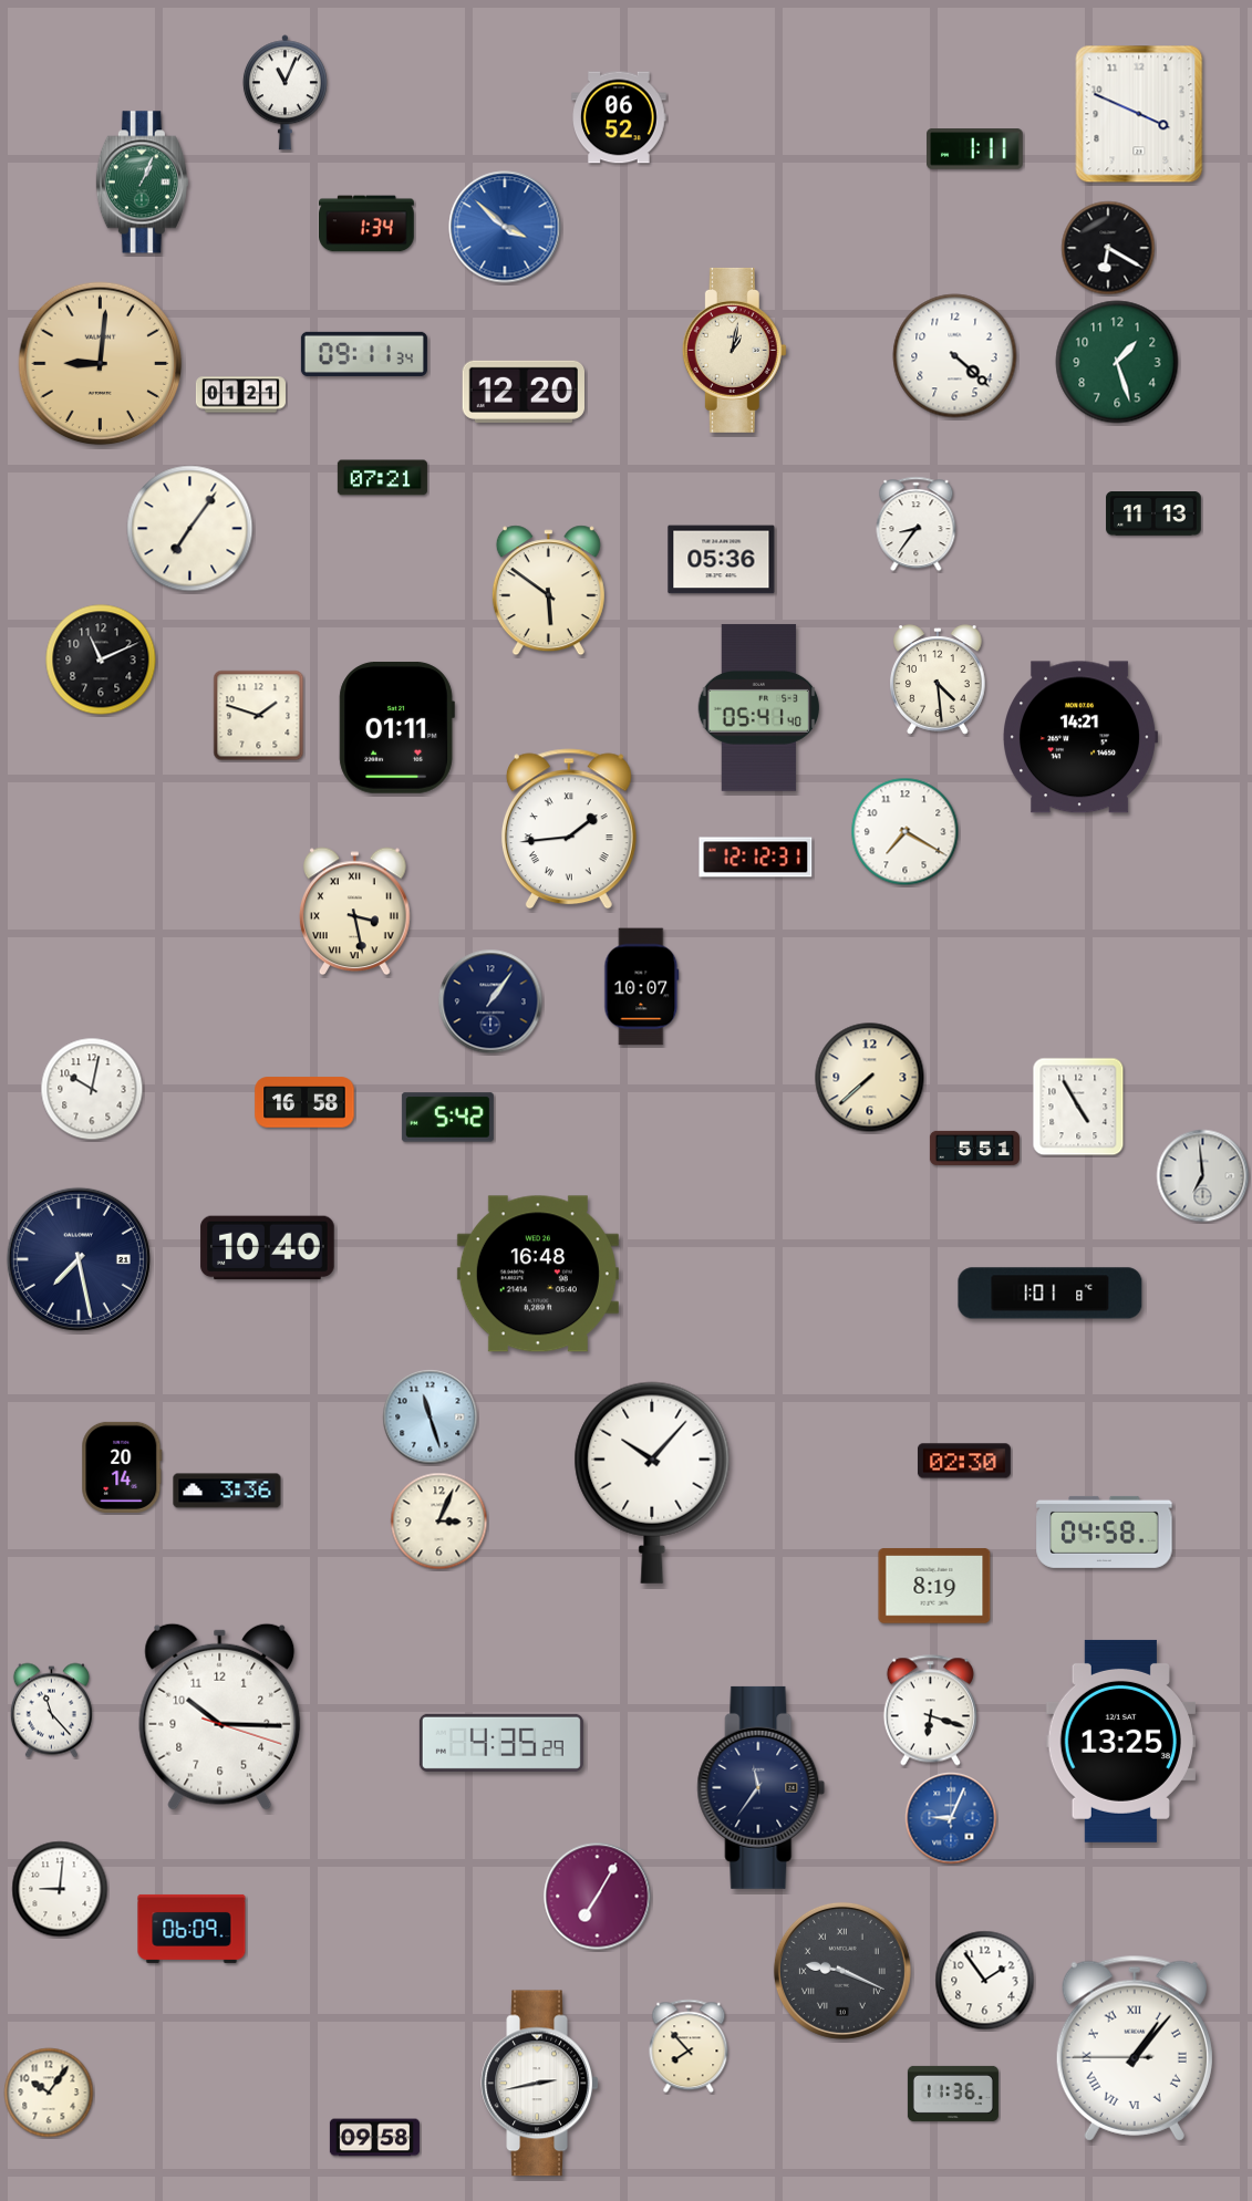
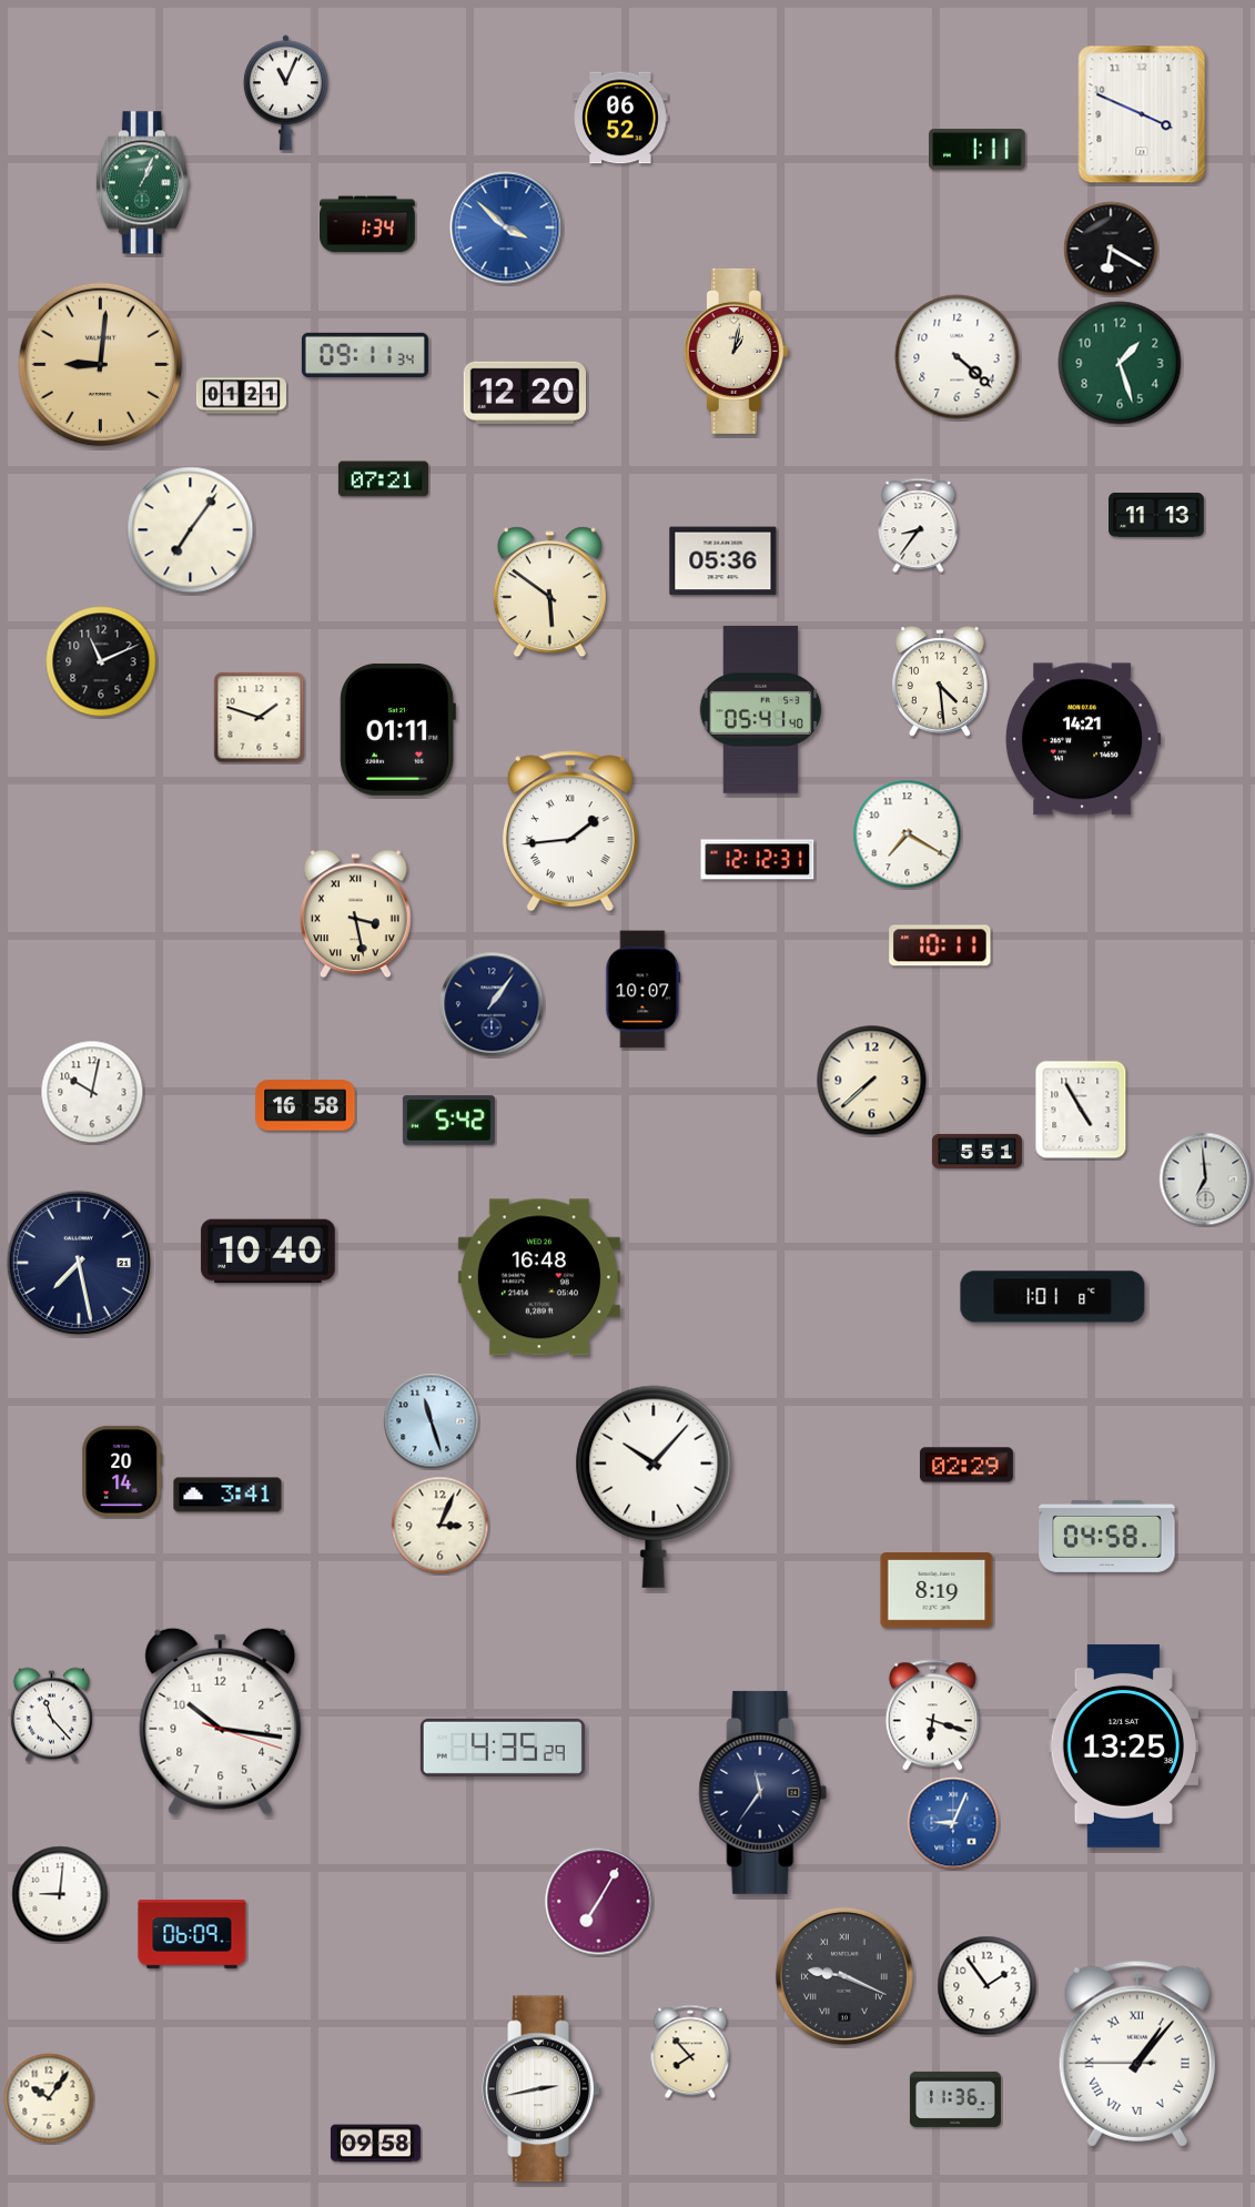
clock at (940, 945): none -> 10:11
clock at (964, 1461): 02:30 -> 02:29
clock at (227, 1491): 3:36 -> 3:41
clock at (220, 1716): 10:15 -> 10:16
